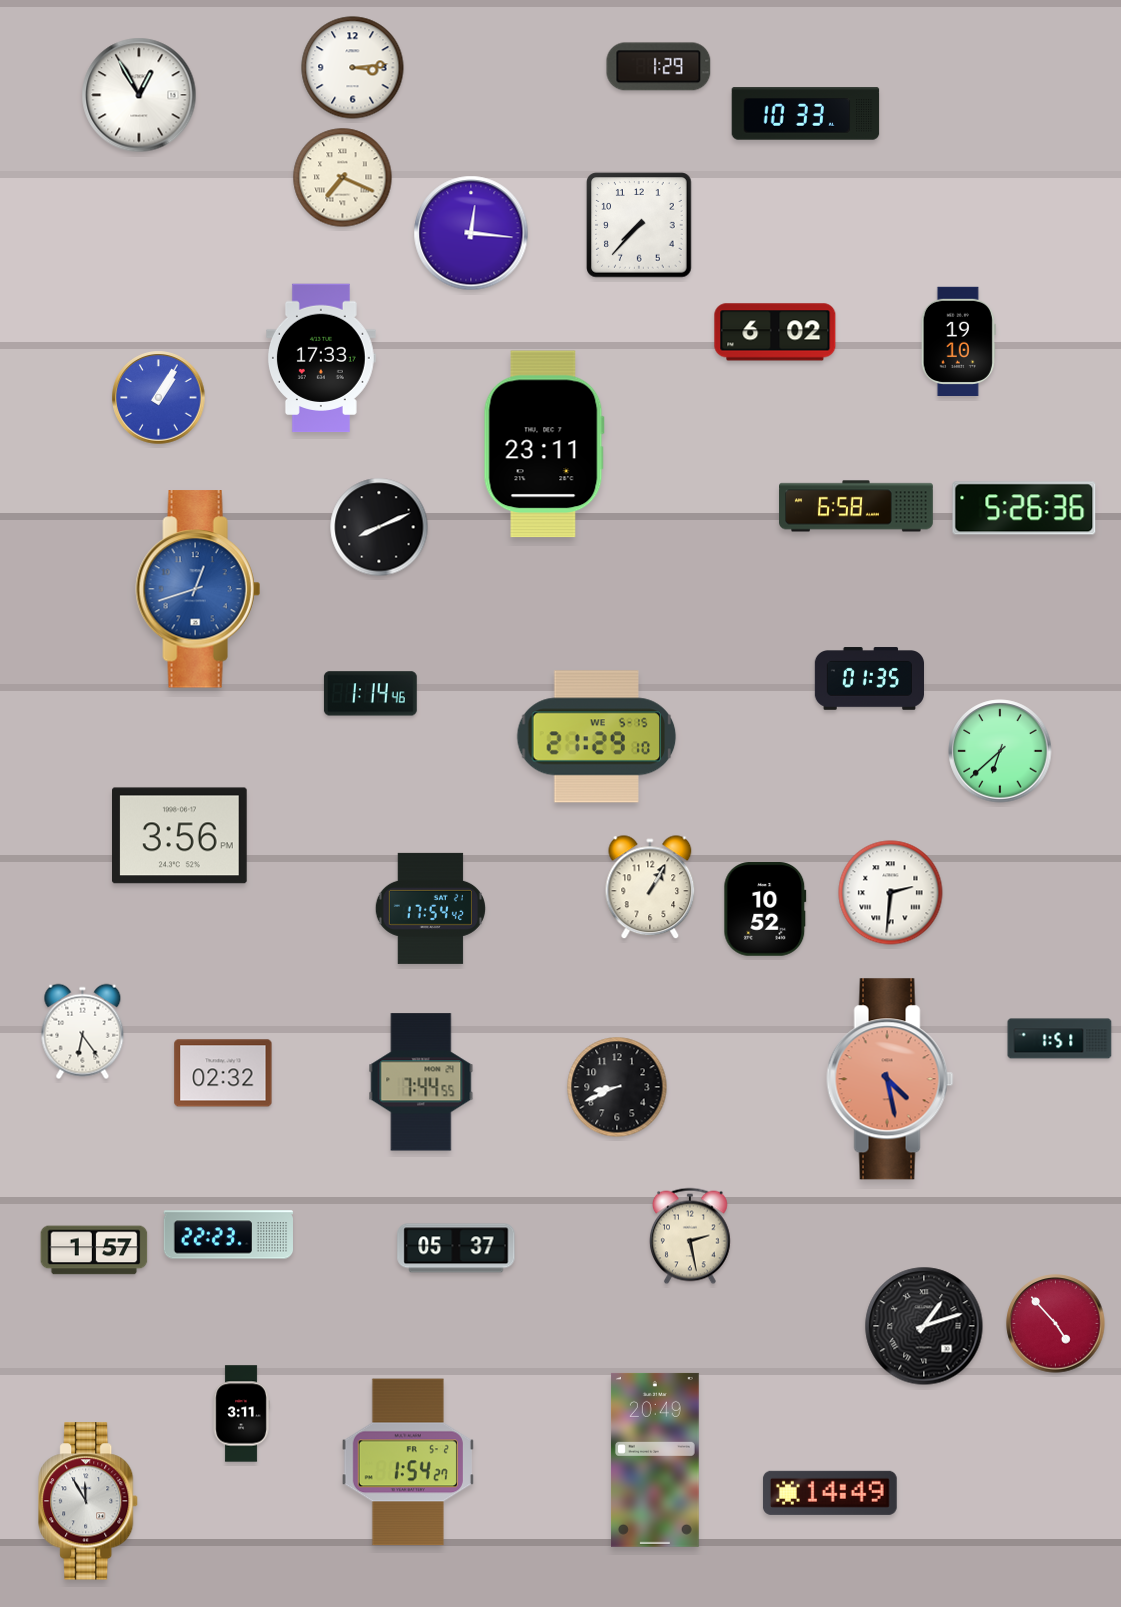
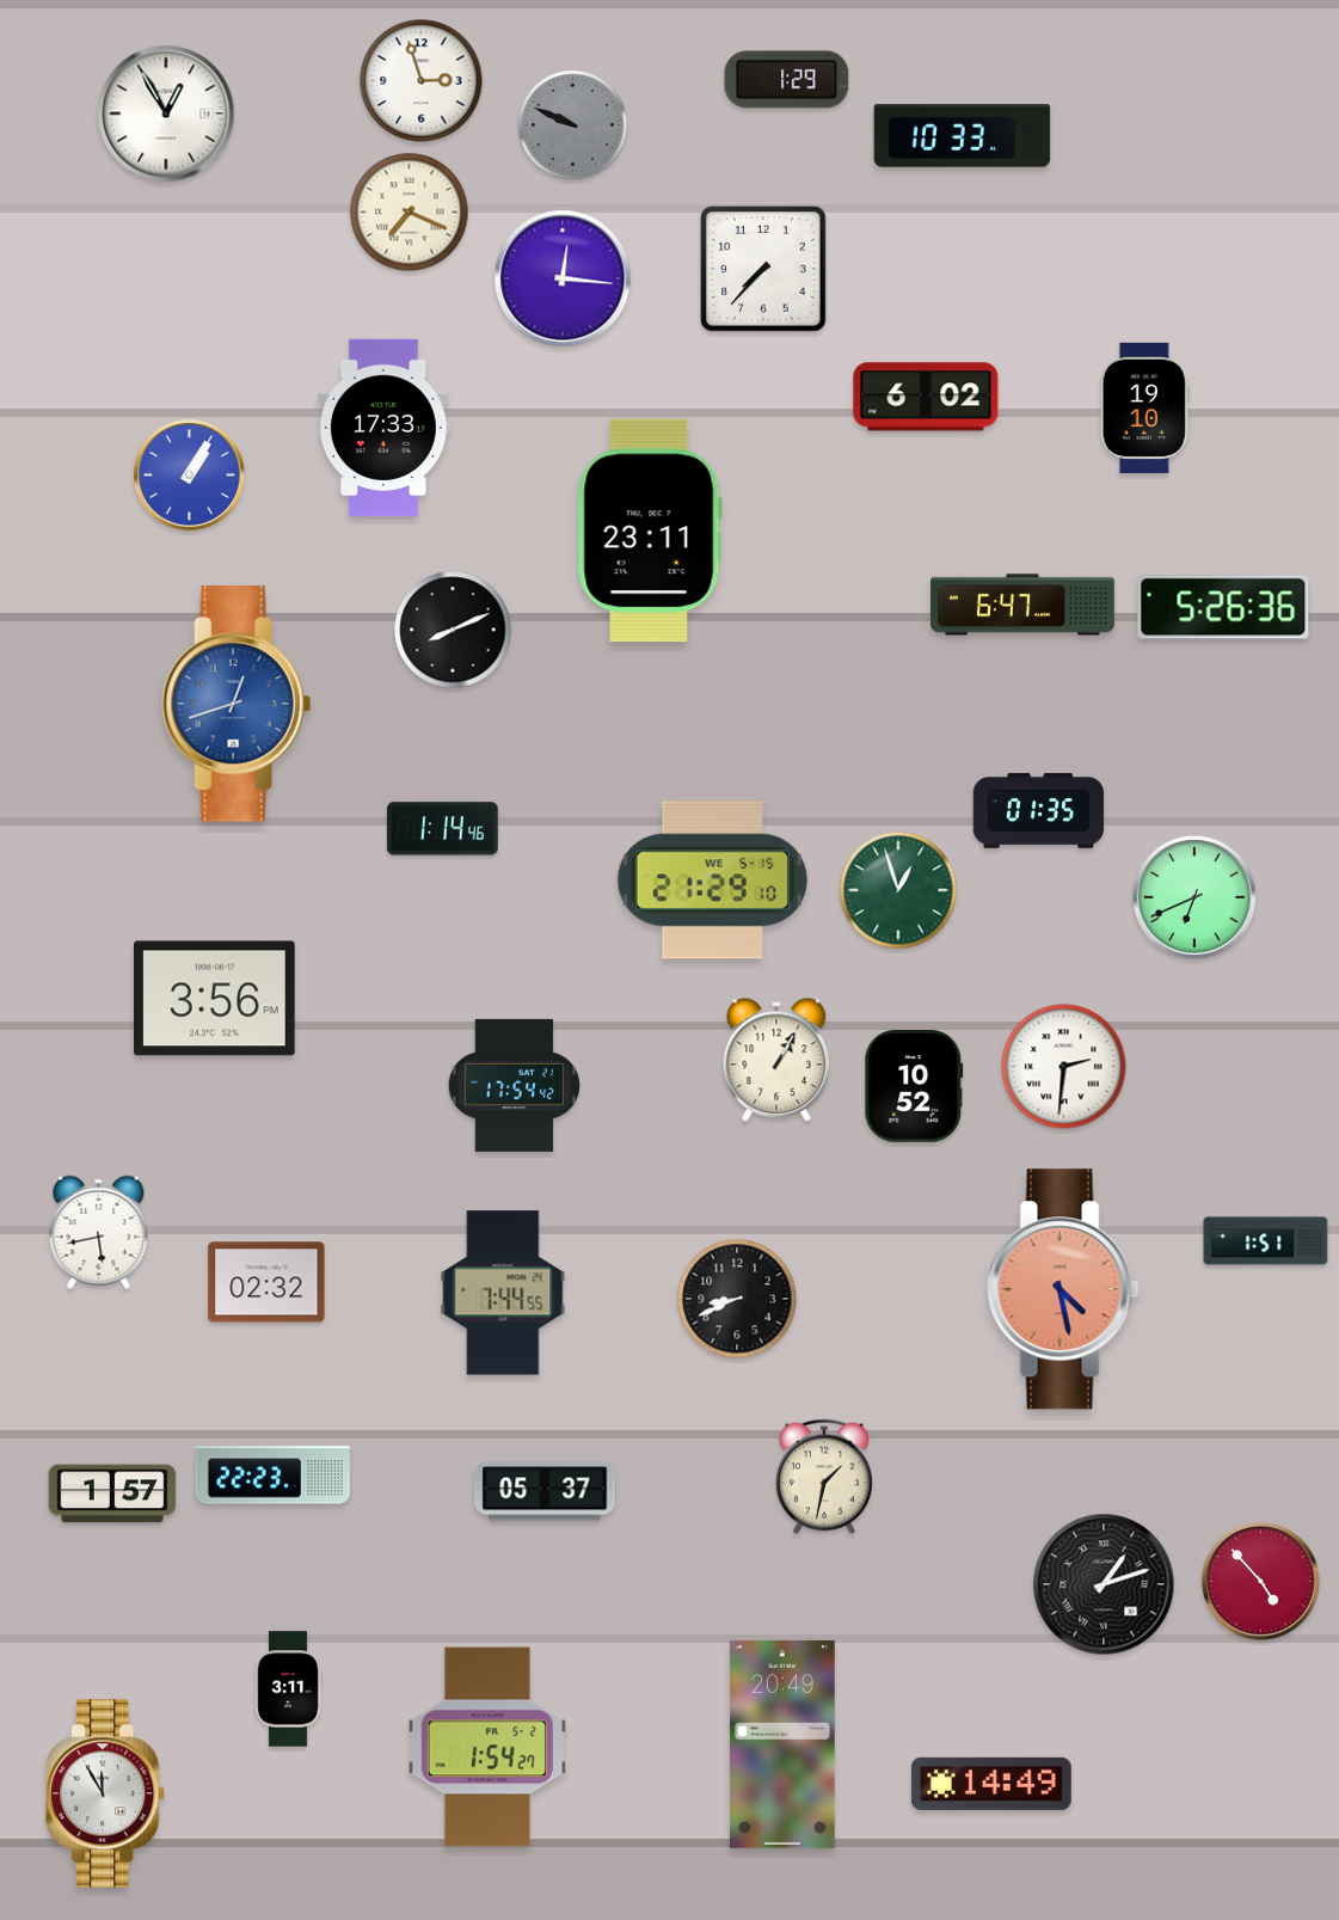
clock at (353, 68): 3:14 -> 2:57
clock at (573, 125): none -> 9:49
clock at (856, 506): 6:58 -> 6:47
clock at (898, 890): none -> 12:57
clock at (1000, 751): 6:38 -> 6:41
clock at (83, 1032): 6:24 -> 5:43
clock at (691, 1236): 2:28 -> 1:32
